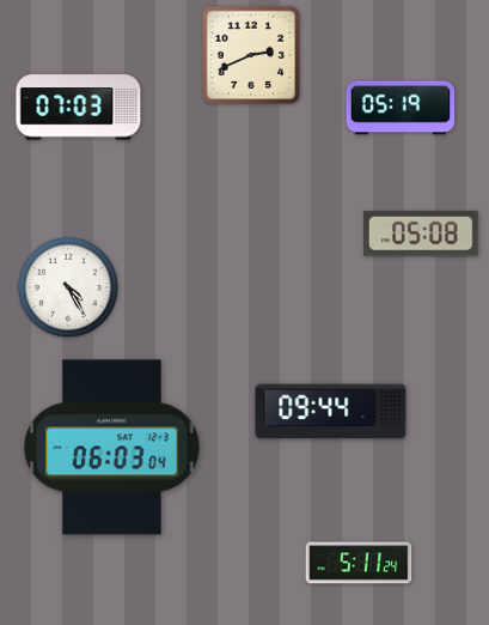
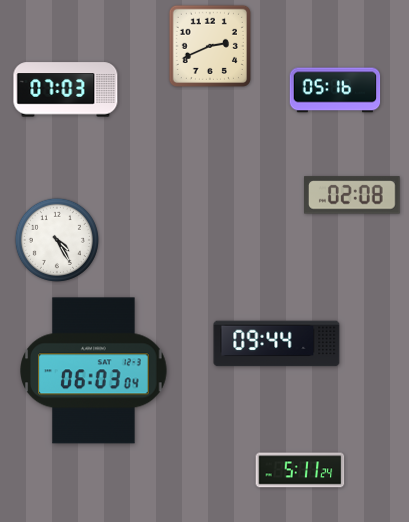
clock at (401, 108): 05:19 -> 05:16
clock at (422, 233): 05:08 -> 02:08
clock at (112, 448) position: (112, 448) -> (94, 371)
